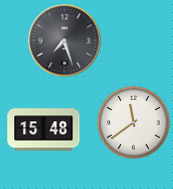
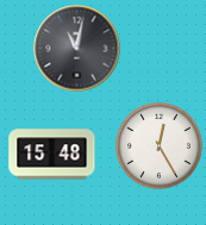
clock at (65, 41): 7:27 -> 11:02
clock at (134, 123): 11:39 -> 12:25
